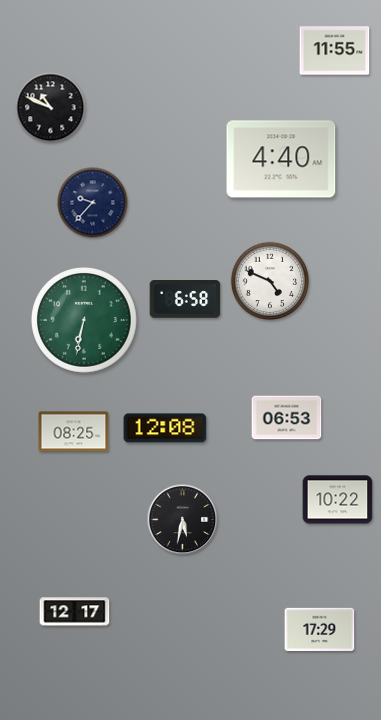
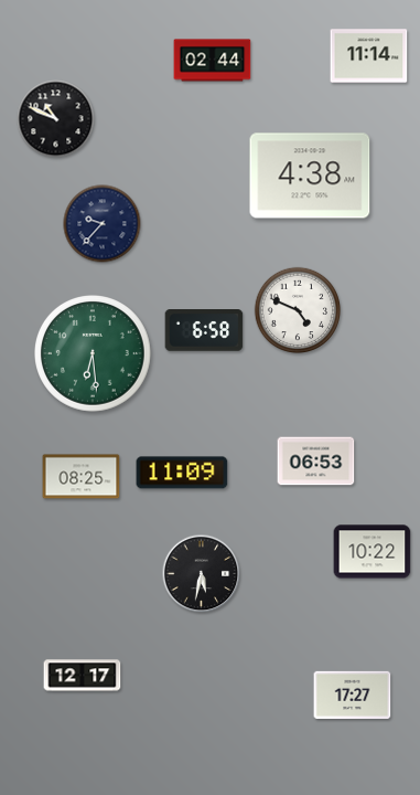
clock at (335, 51): 11:55 -> 11:14
clock at (213, 61): none -> 02:44
clock at (281, 159): 4:40 -> 4:38
clock at (85, 321): 6:32 -> 6:29
clock at (165, 428): 12:08 -> 11:09
clock at (320, 629): 17:29 -> 17:27
